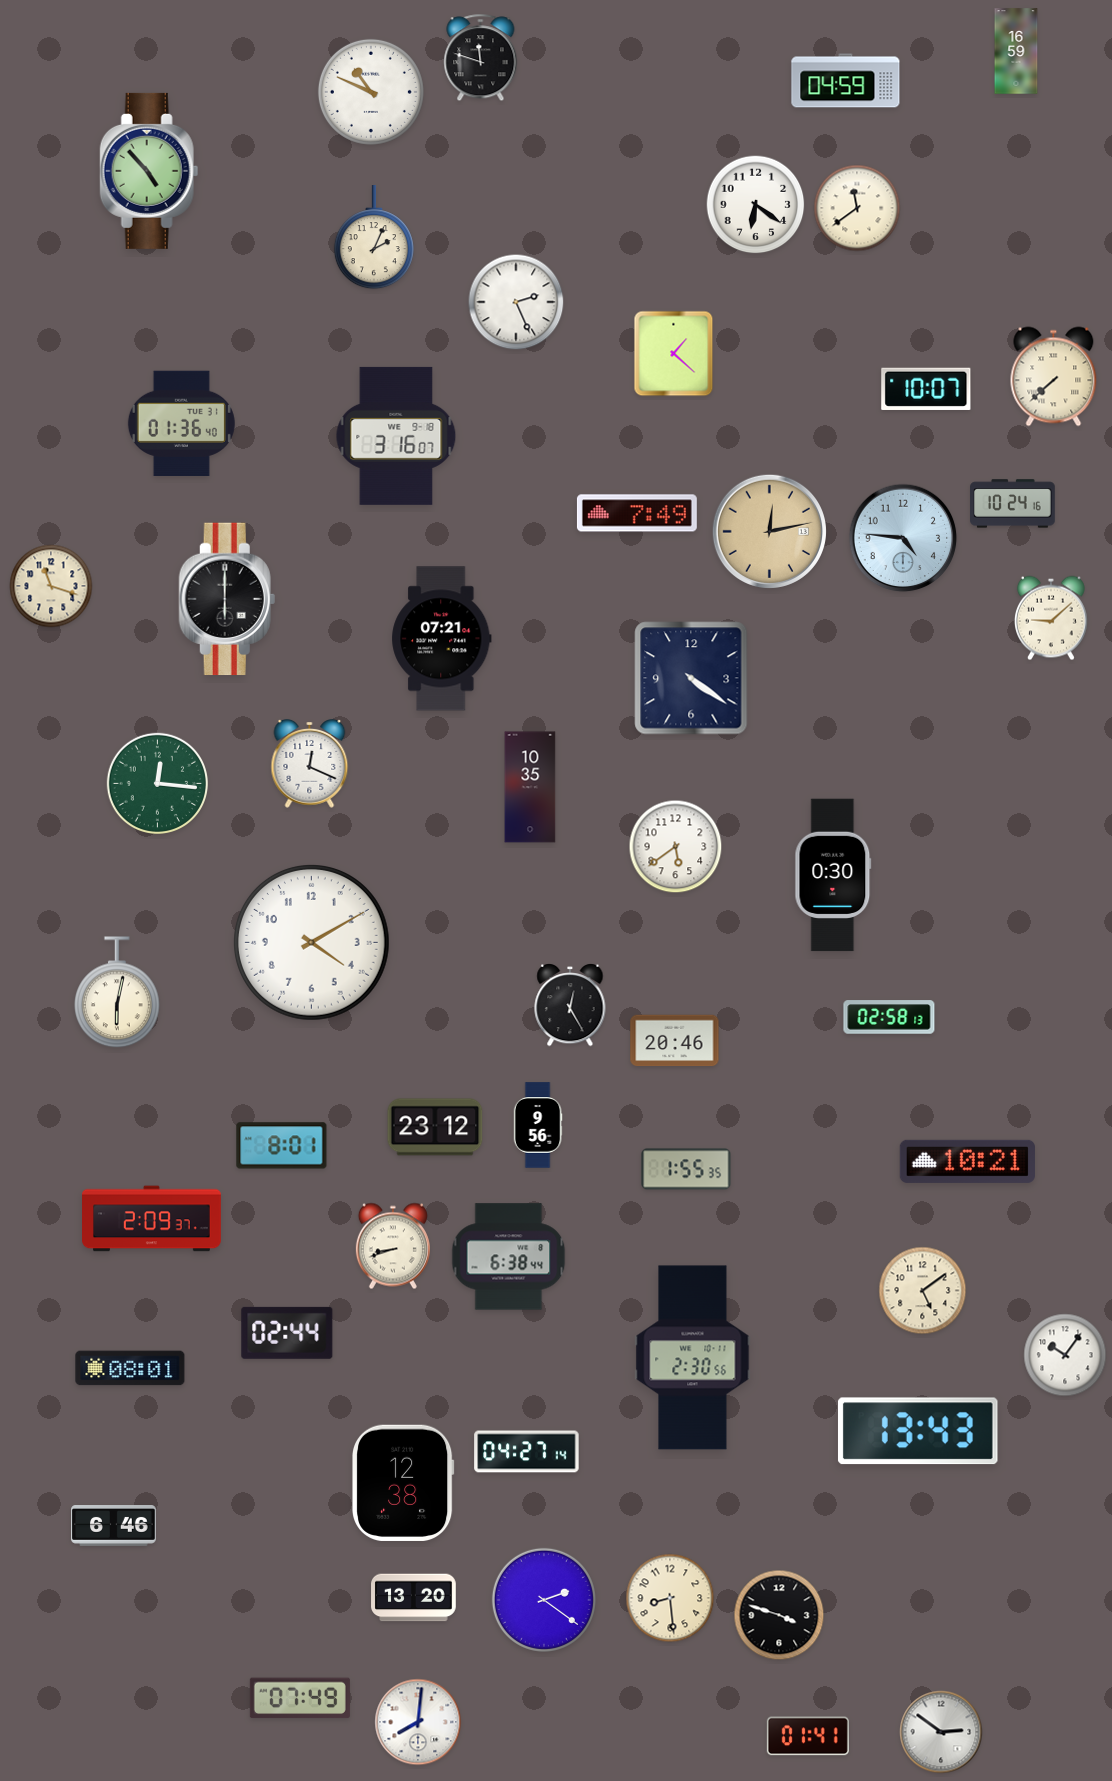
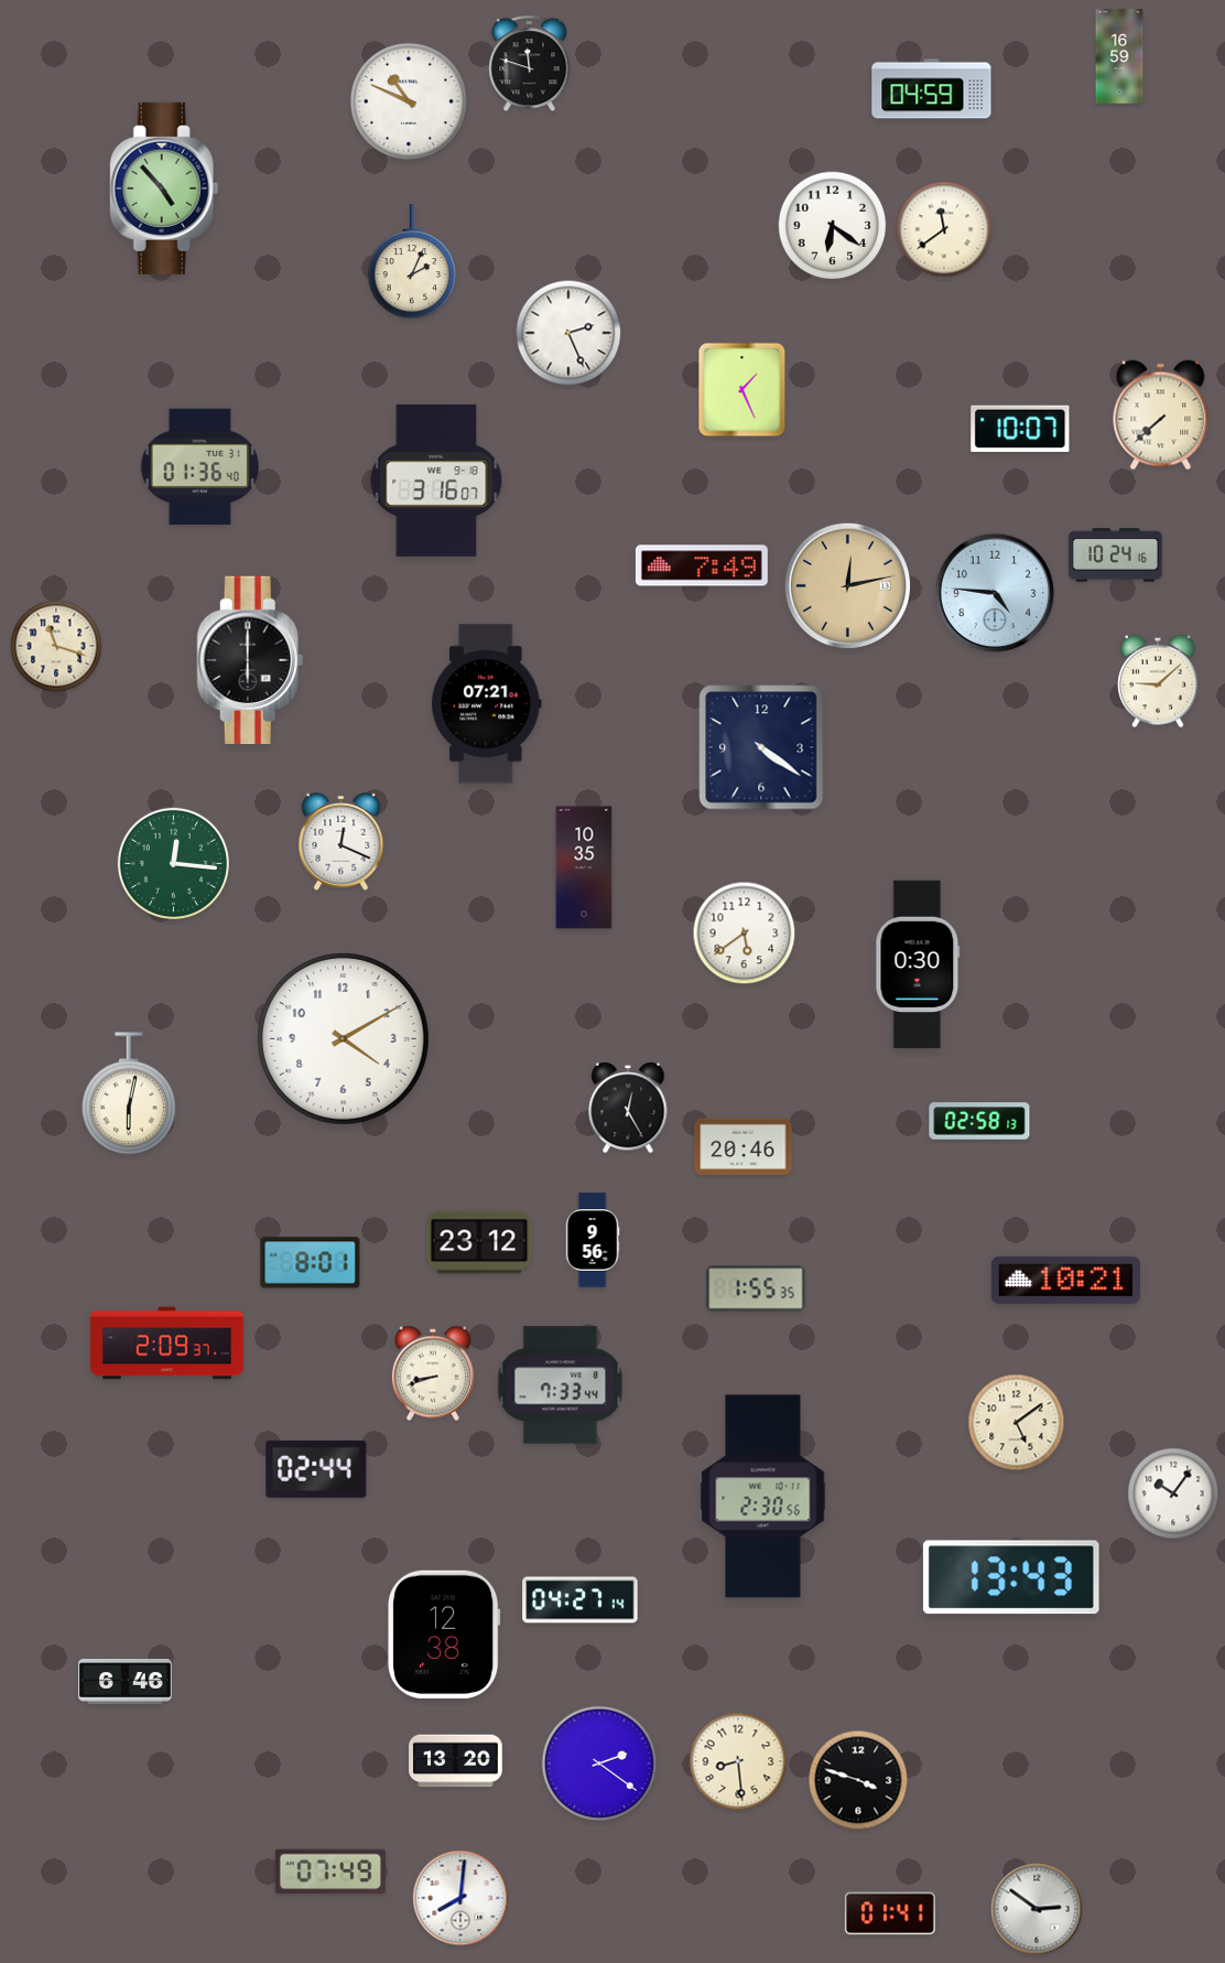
clock at (674, 354): 1:22 -> 1:26
clock at (509, 1257): 6:38 -> 7:33
clock at (130, 1368): 08:01 -> none
